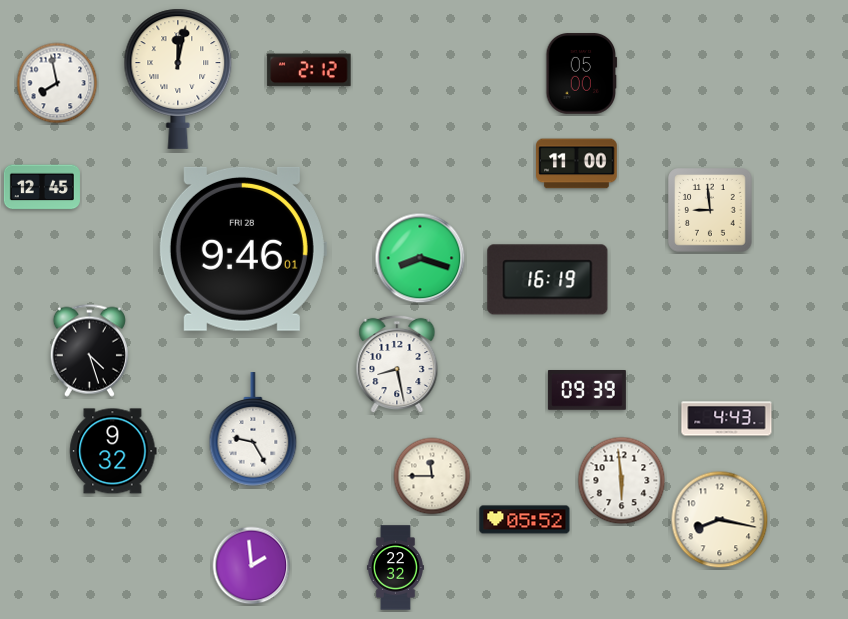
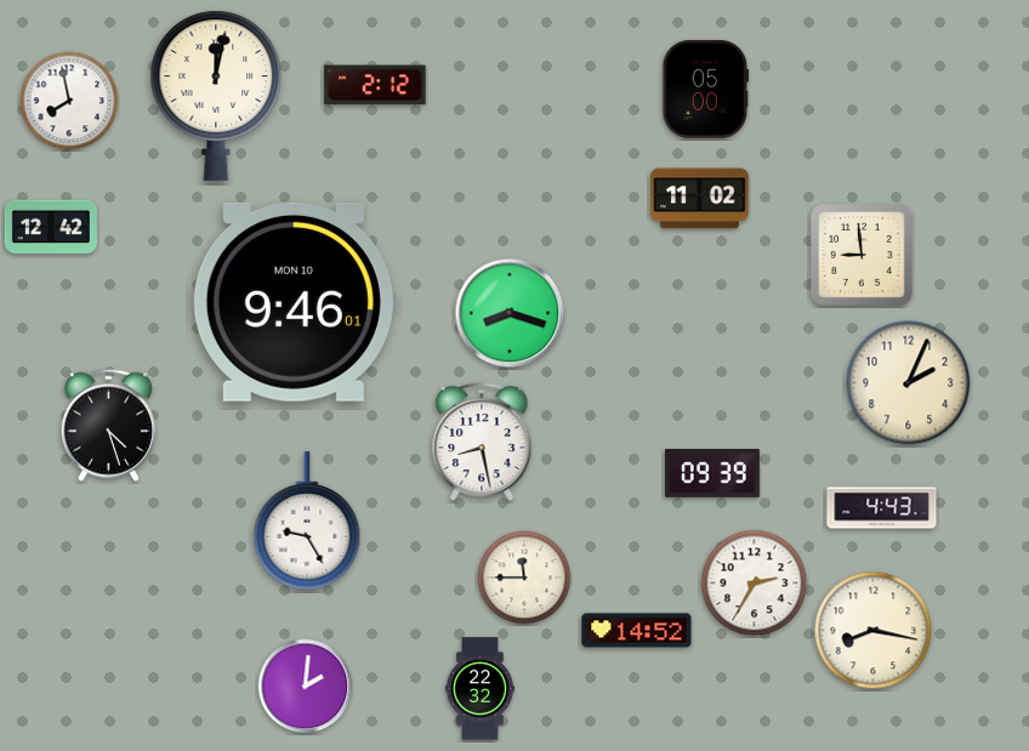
clock at (577, 164): 11:00 -> 11:02
clock at (42, 187): 12:45 -> 12:42
clock at (242, 249) date: FRI 28 -> MON 10
clock at (548, 280): 16:19 -> none
clock at (909, 383): none -> 2:04
clock at (113, 451): 9:32 -> none
clock at (622, 481): 5:59 -> 2:35
clock at (525, 520): 05:52 -> 14:52
clock at (252, 566): 1:59 -> 2:01
